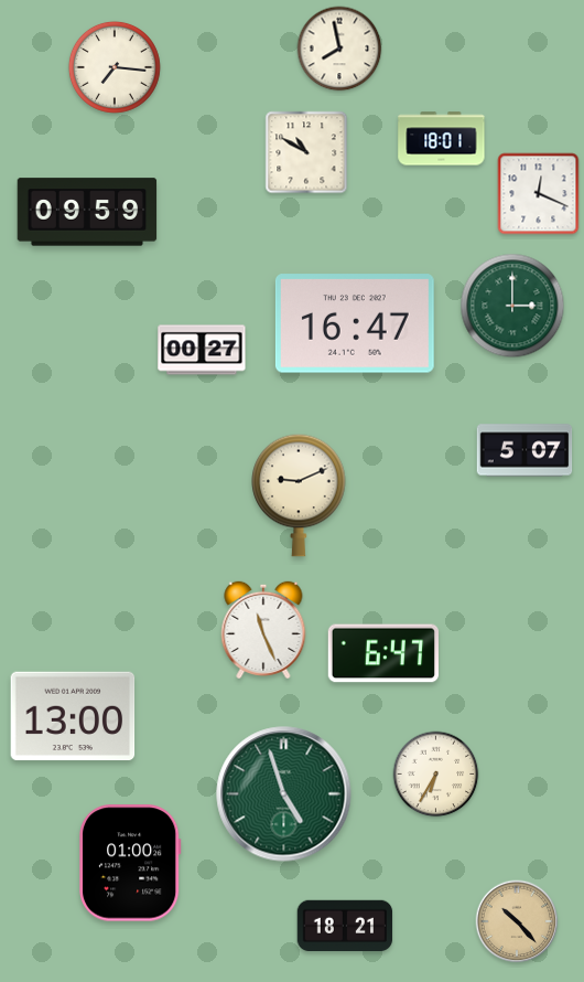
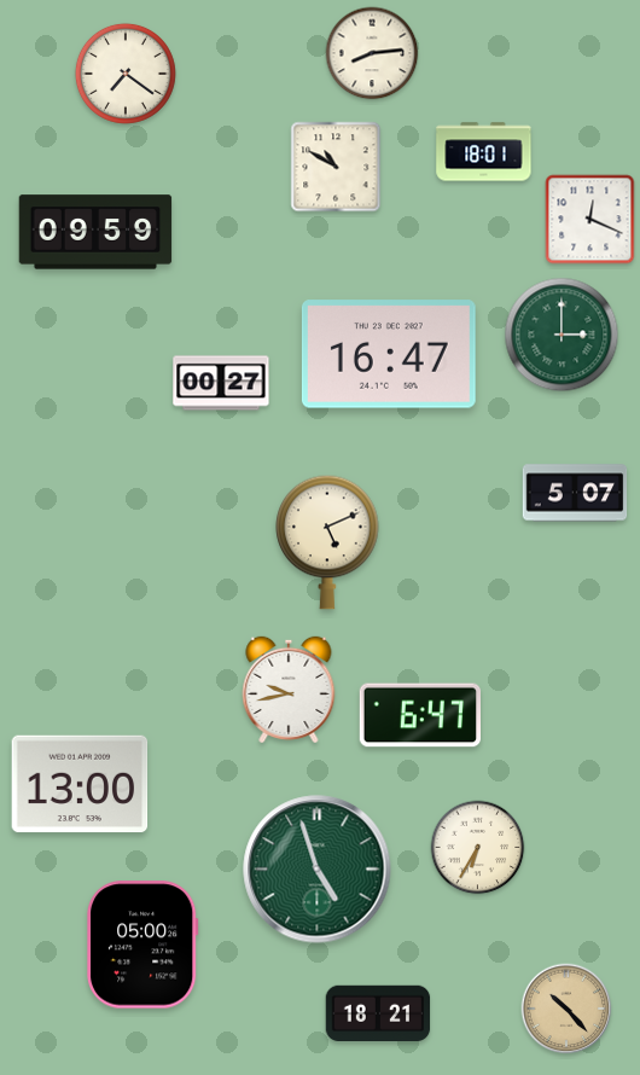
clock at (339, 49): 7:58 -> 8:14
clock at (115, 67): 7:16 -> 7:21
clock at (539, 194) position: (539, 194) -> (590, 220)
clock at (299, 495): 9:11 -> 5:11
clock at (263, 629): 11:26 -> 9:43
clock at (284, 794) position: (284, 794) -> (318, 870)
clock at (131, 863): 01:00 -> 05:00
